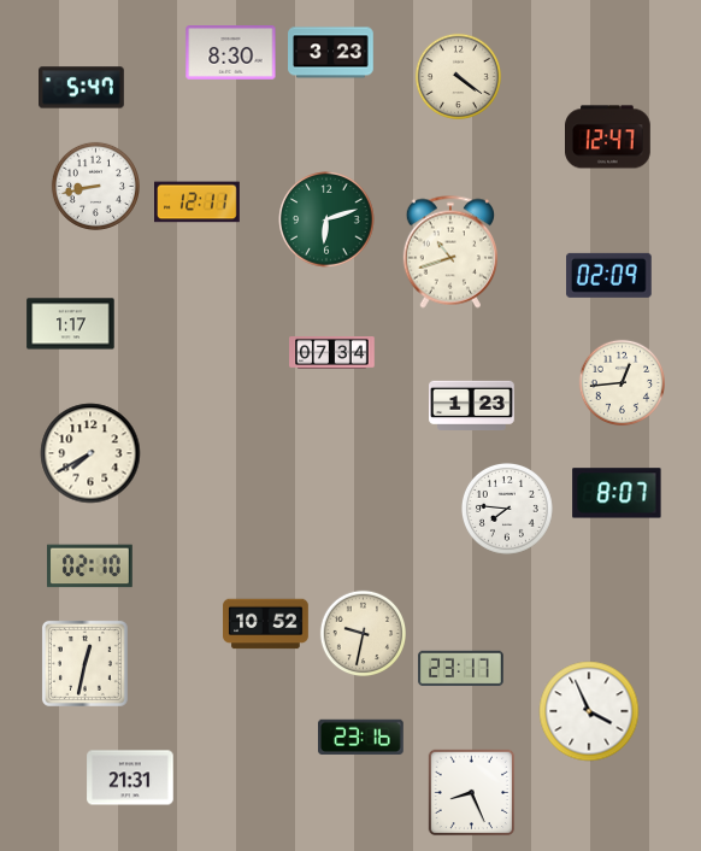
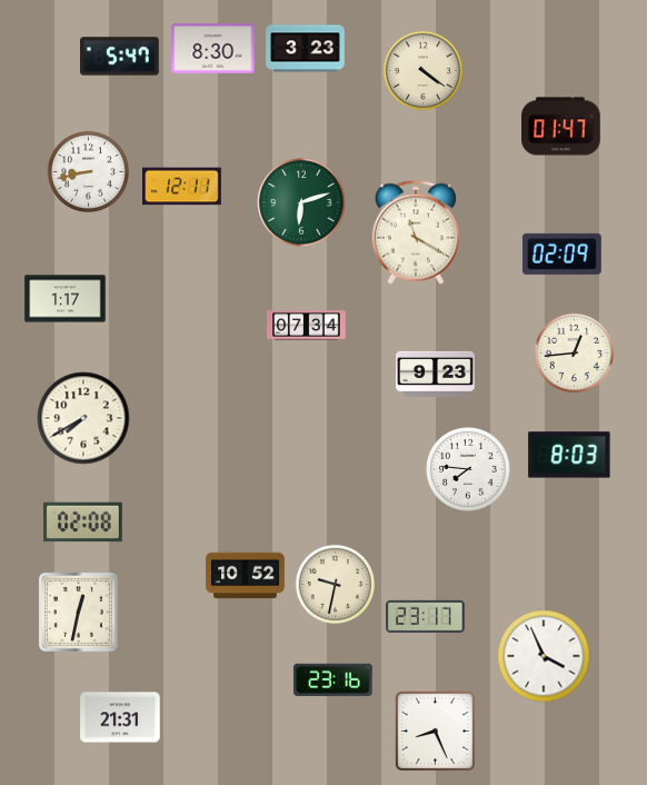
clock at (82, 88) position: (82, 88) -> (120, 57)
clock at (608, 137): 12:47 -> 01:47
clock at (449, 252): 10:42 -> 11:20
clock at (472, 405): 1:23 -> 9:23
clock at (617, 493): 8:07 -> 8:03
clock at (90, 567): 02:10 -> 02:08
